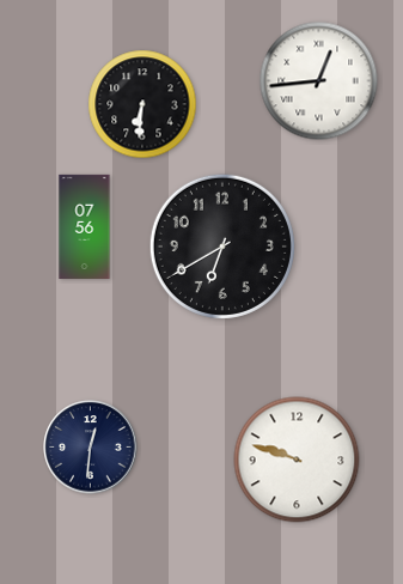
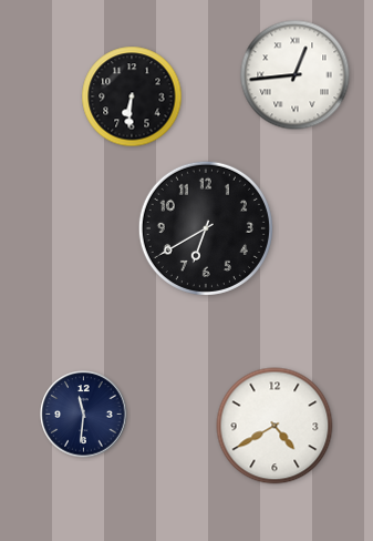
clock at (85, 226): 07:56 -> none
clock at (91, 448): 12:31 -> 11:31
clock at (297, 460): 9:48 -> 4:40
